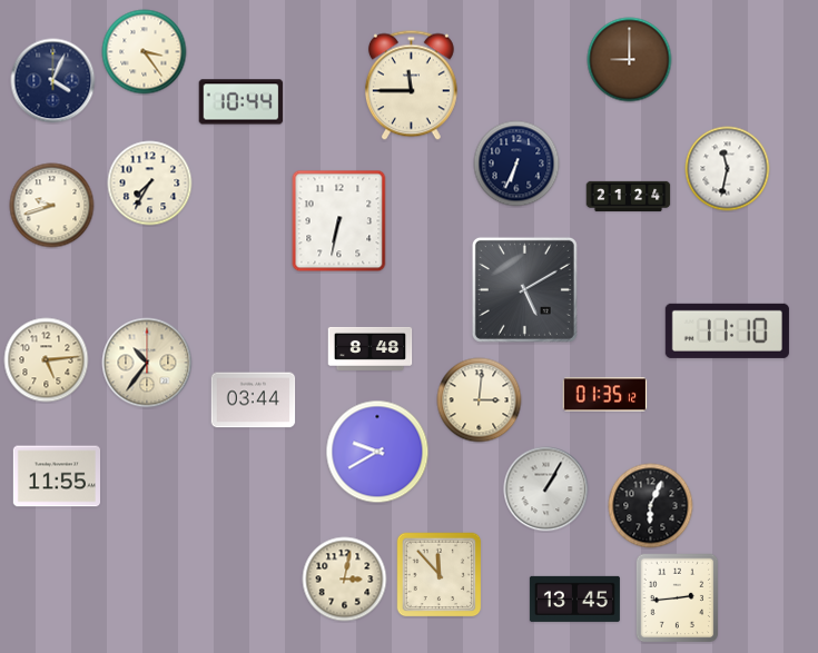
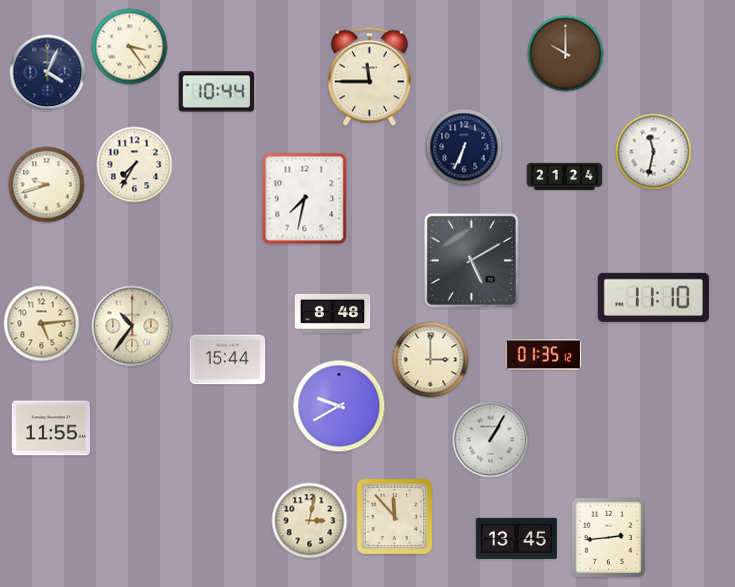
clock at (630, 60): 9:00 -> 10:00
clock at (339, 221): 6:32 -> 7:32
clock at (254, 400): 03:44 -> 15:44
clock at (480, 400): 3:01 -> 3:00
clock at (651, 506): 6:04 -> none
